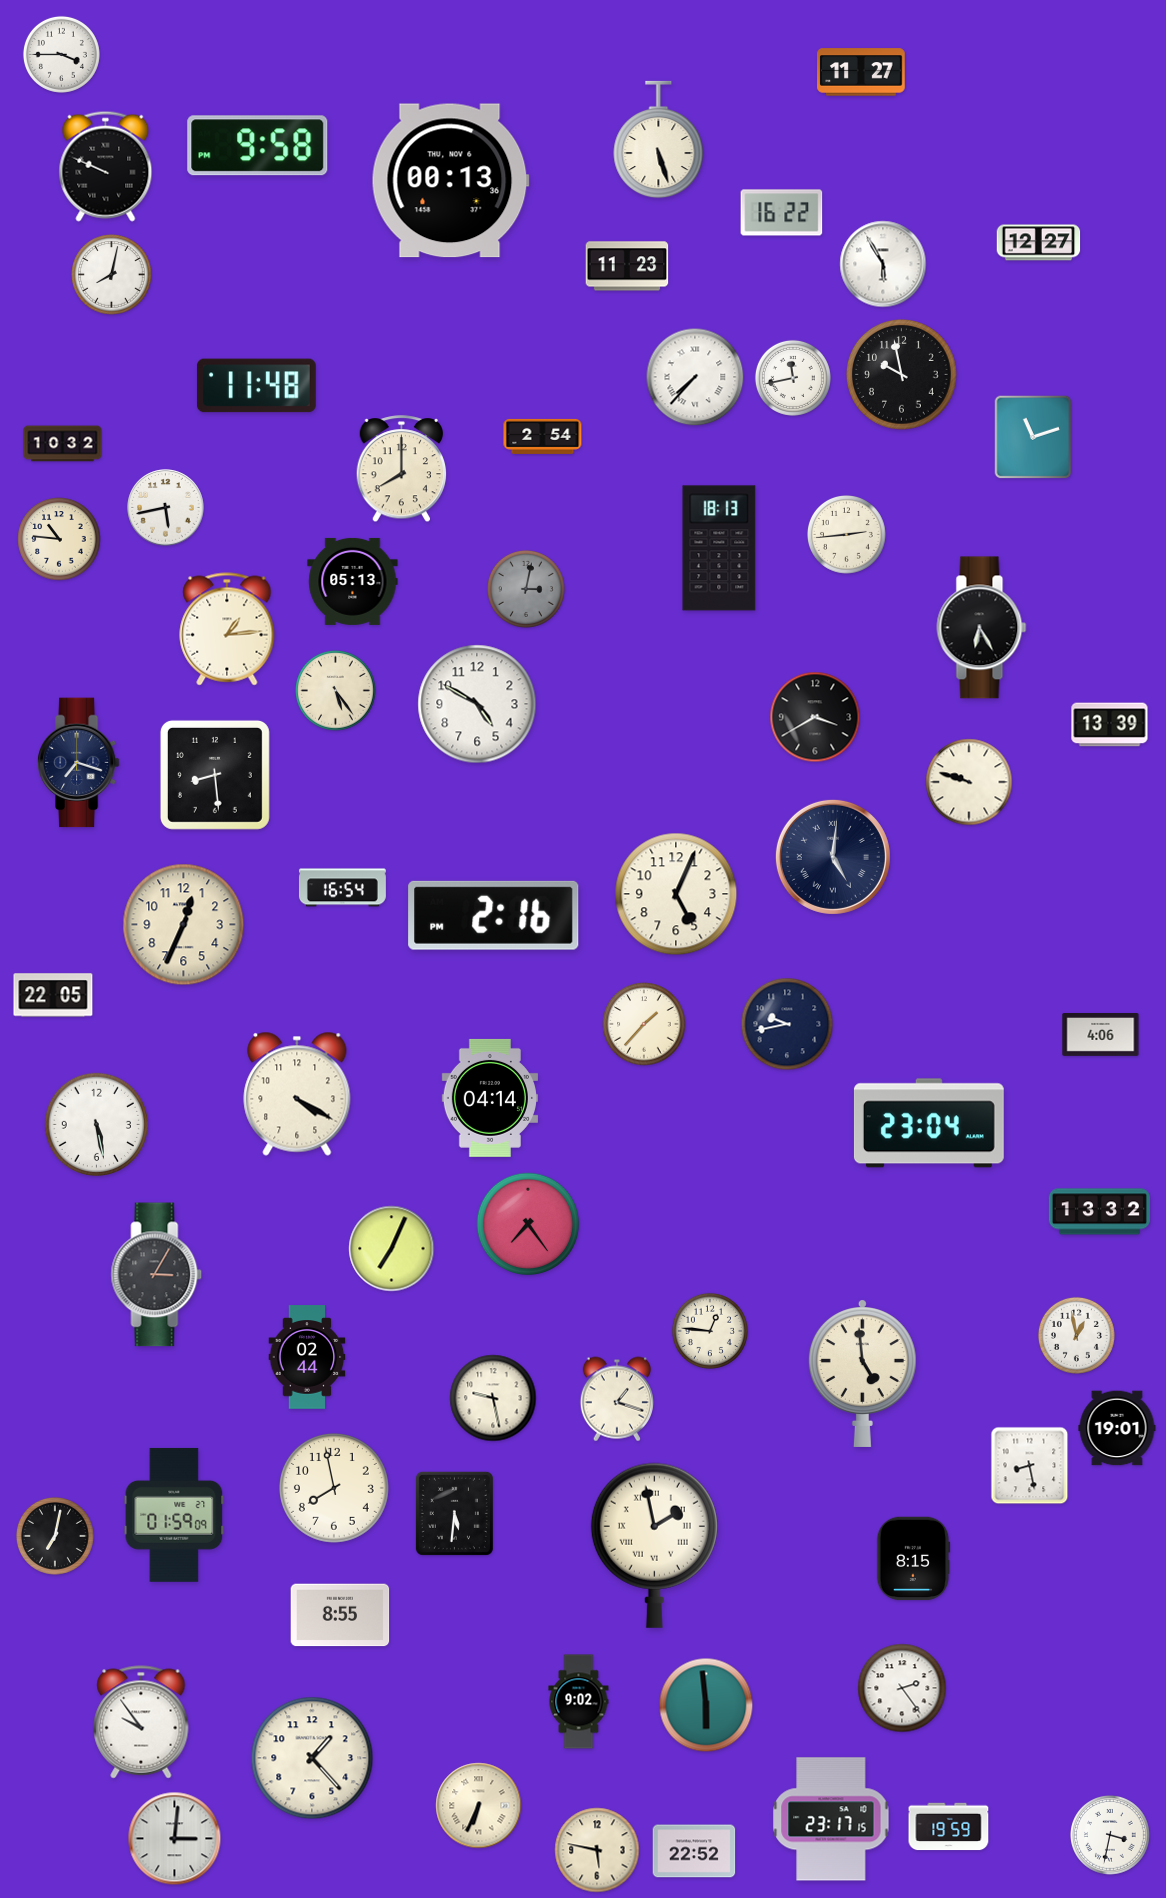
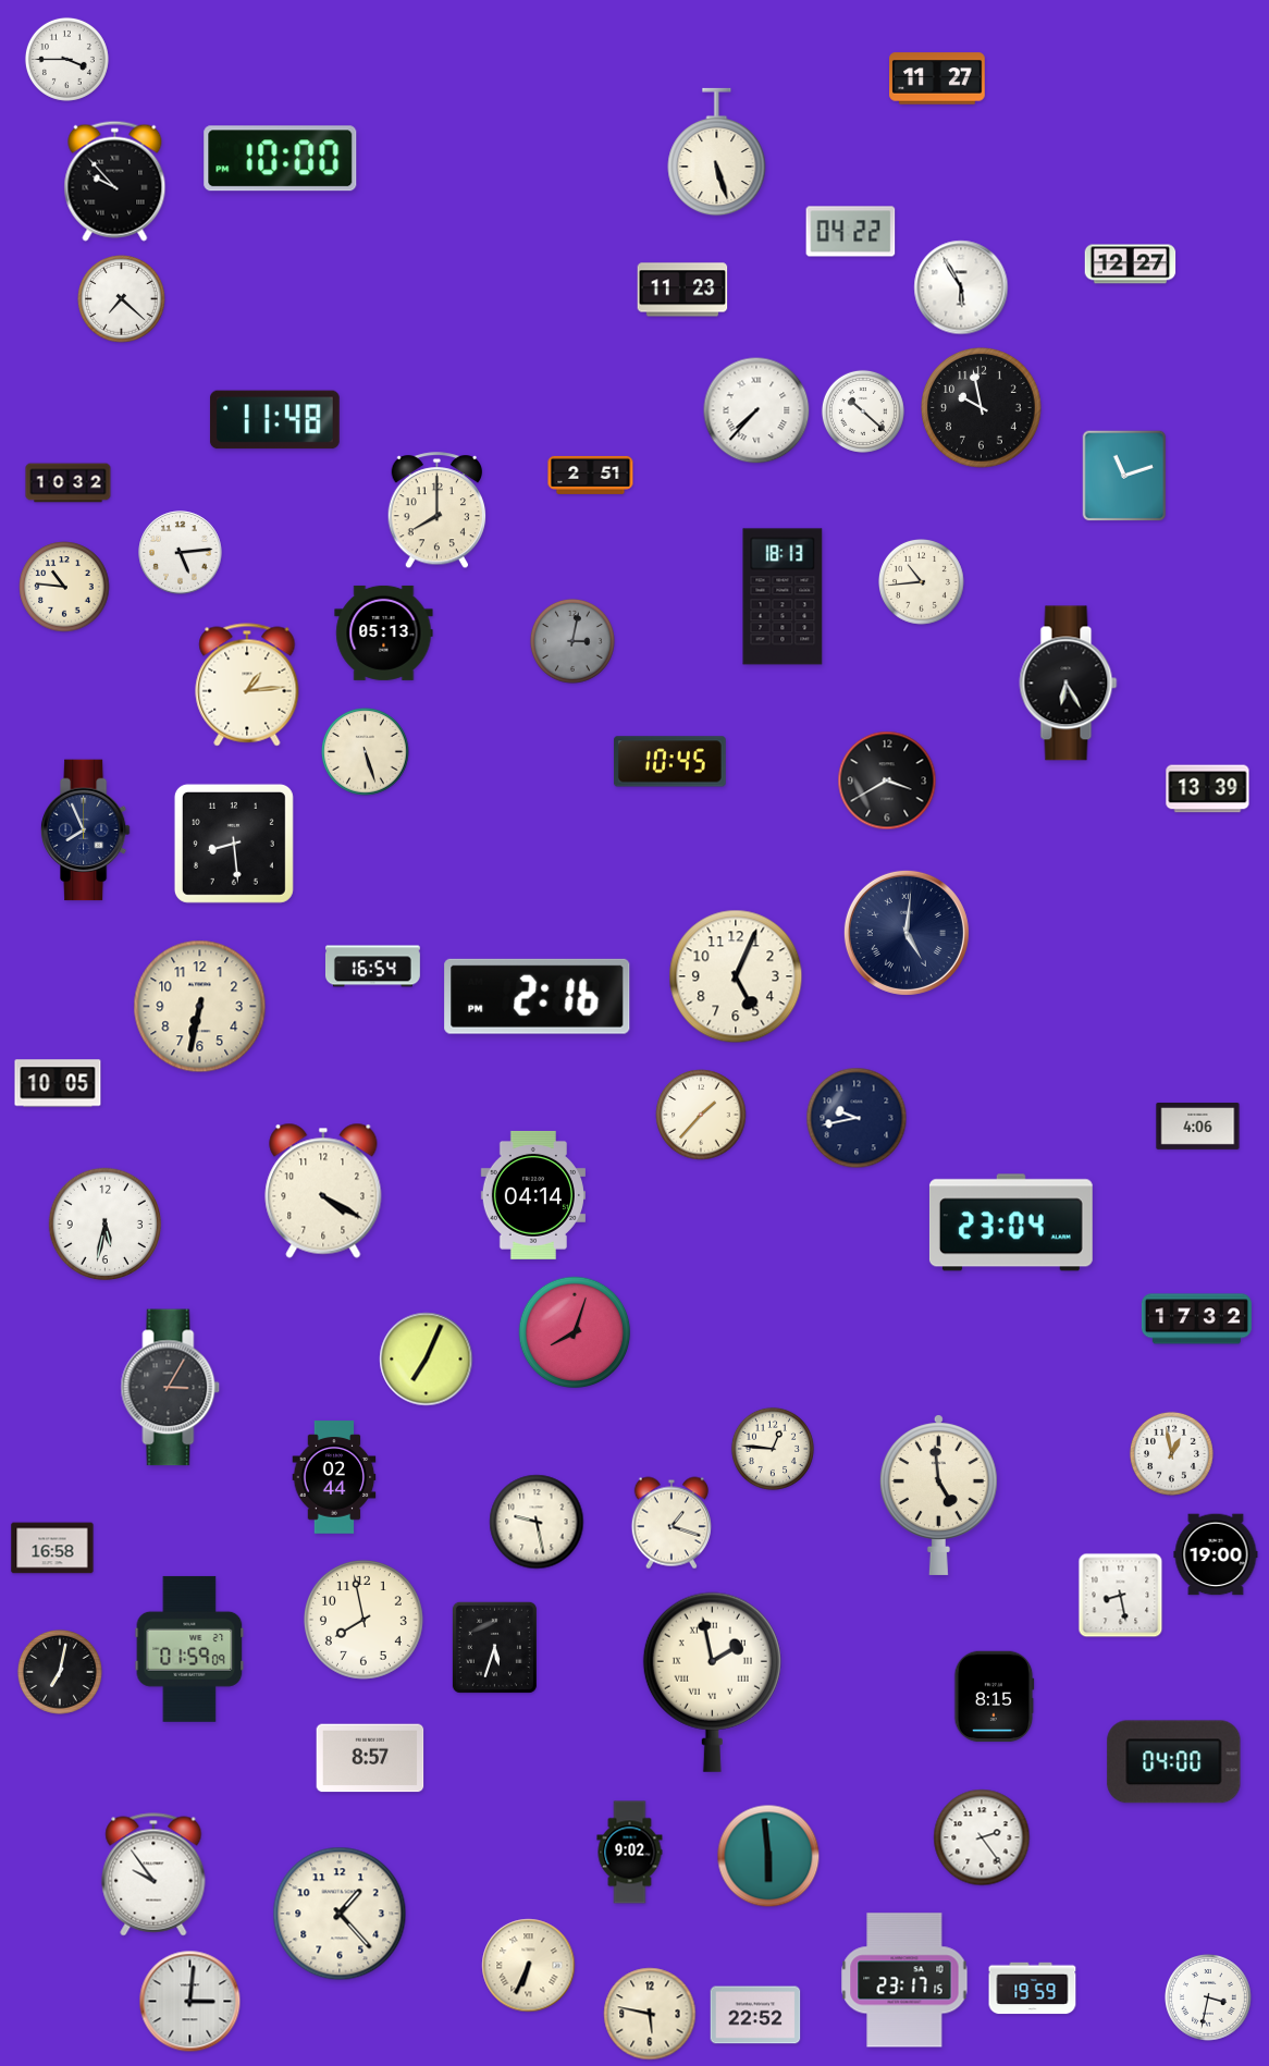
clock at (258, 146): 9:58 -> 10:00
clock at (106, 166): 9:49 -> 9:53
clock at (450, 181): 00:13 -> none
clock at (782, 213): 16:22 -> 04:22
clock at (112, 275): 8:02 -> 7:22
clock at (793, 378): 11:43 -> 10:22
clock at (256, 386) position: (256, 386) -> (274, 420)
clock at (543, 436): 2:54 -> 2:51
clock at (166, 508): 5:43 -> 5:14
clock at (847, 535): 2:44 -> 10:44
clock at (336, 691): 5:24 -> 5:27
clock at (669, 762): none -> 10:45
clock at (477, 704): 4:50 -> none
clock at (78, 763): 7:18 -> 7:56
clock at (969, 782): 9:48 -> none
clock at (676, 894) position: (676, 894) -> (736, 976)
clock at (184, 925): 12:34 -> 6:32
clock at (53, 995): 22:05 -> 10:05
clock at (787, 1024) position: (787, 1024) -> (857, 1118)
clock at (96, 1124): 5:28 -> 5:32
clock at (1099, 1212): 13:32 -> 17:32
clock at (528, 1224): 7:24 -> 8:03
clock at (52, 1548): none -> 16:58
clock at (1117, 1428): 19:01 -> 19:00
clock at (454, 1513): 5:31 -> 5:33
clock at (340, 1615): 8:55 -> 8:57
clock at (1174, 1762): none -> 04:00
clock at (479, 1806) position: (479, 1806) -> (529, 1966)
